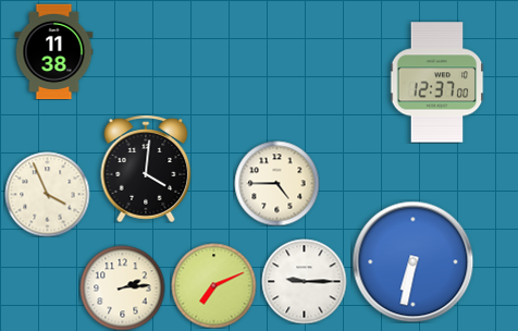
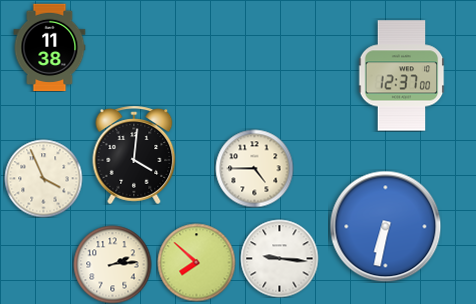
clock at (412, 261) position: (412, 261) -> (385, 226)
clock at (304, 281): 9:15 -> 9:16
clock at (213, 285): 7:11 -> 7:52
